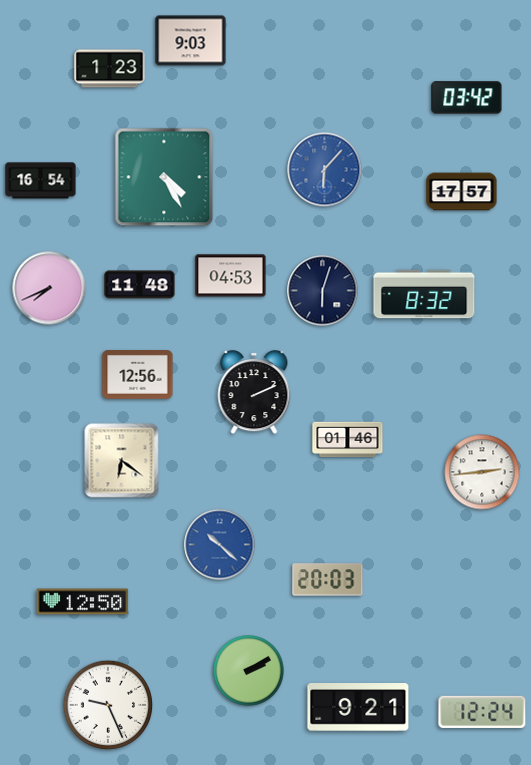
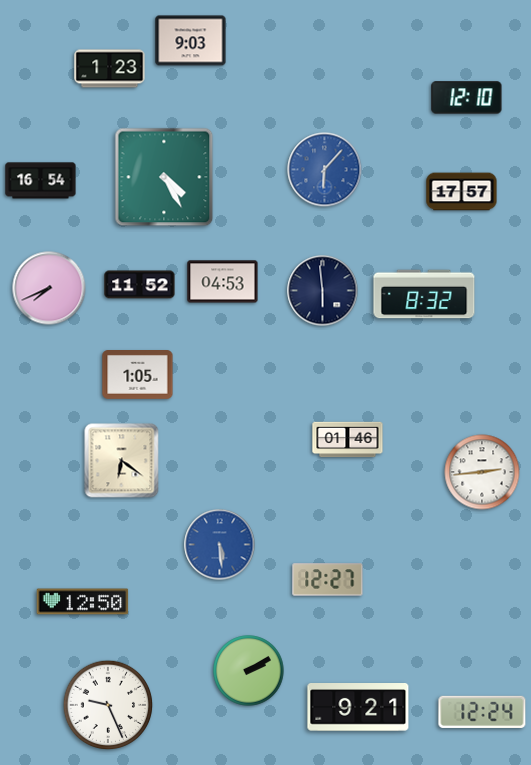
clock at (467, 98): 03:42 -> 12:10
clock at (231, 276) position: (231, 276) -> (223, 282)
clock at (140, 285): 11:48 -> 11:52
clock at (323, 291): 6:03 -> 5:59
clock at (138, 375): 12:56 -> 1:05
clock at (254, 392): 2:11 -> none
clock at (220, 545): 10:22 -> 5:29
clock at (328, 580): 20:03 -> 12:27
